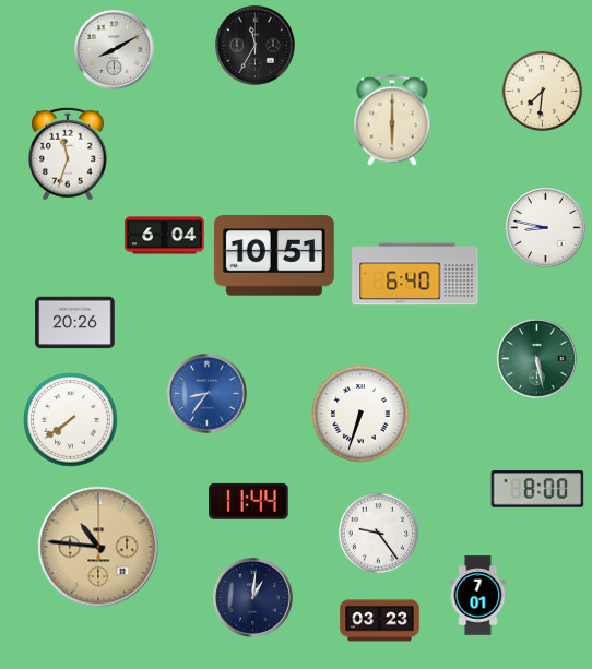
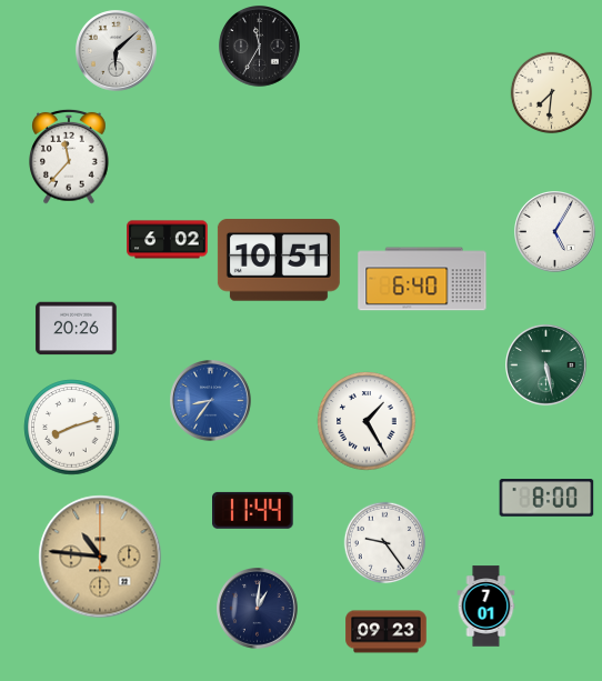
clock at (115, 50): 8:10 -> 6:08
clock at (392, 120): 6:00 -> none
clock at (68, 154): 11:33 -> 11:37
clock at (546, 228): 8:47 -> 5:05
clock at (165, 236): 6:04 -> 6:02
clock at (360, 414): 6:33 -> 1:25
clock at (71, 420): 7:39 -> 8:12
clock at (380, 621): 03:23 -> 09:23
